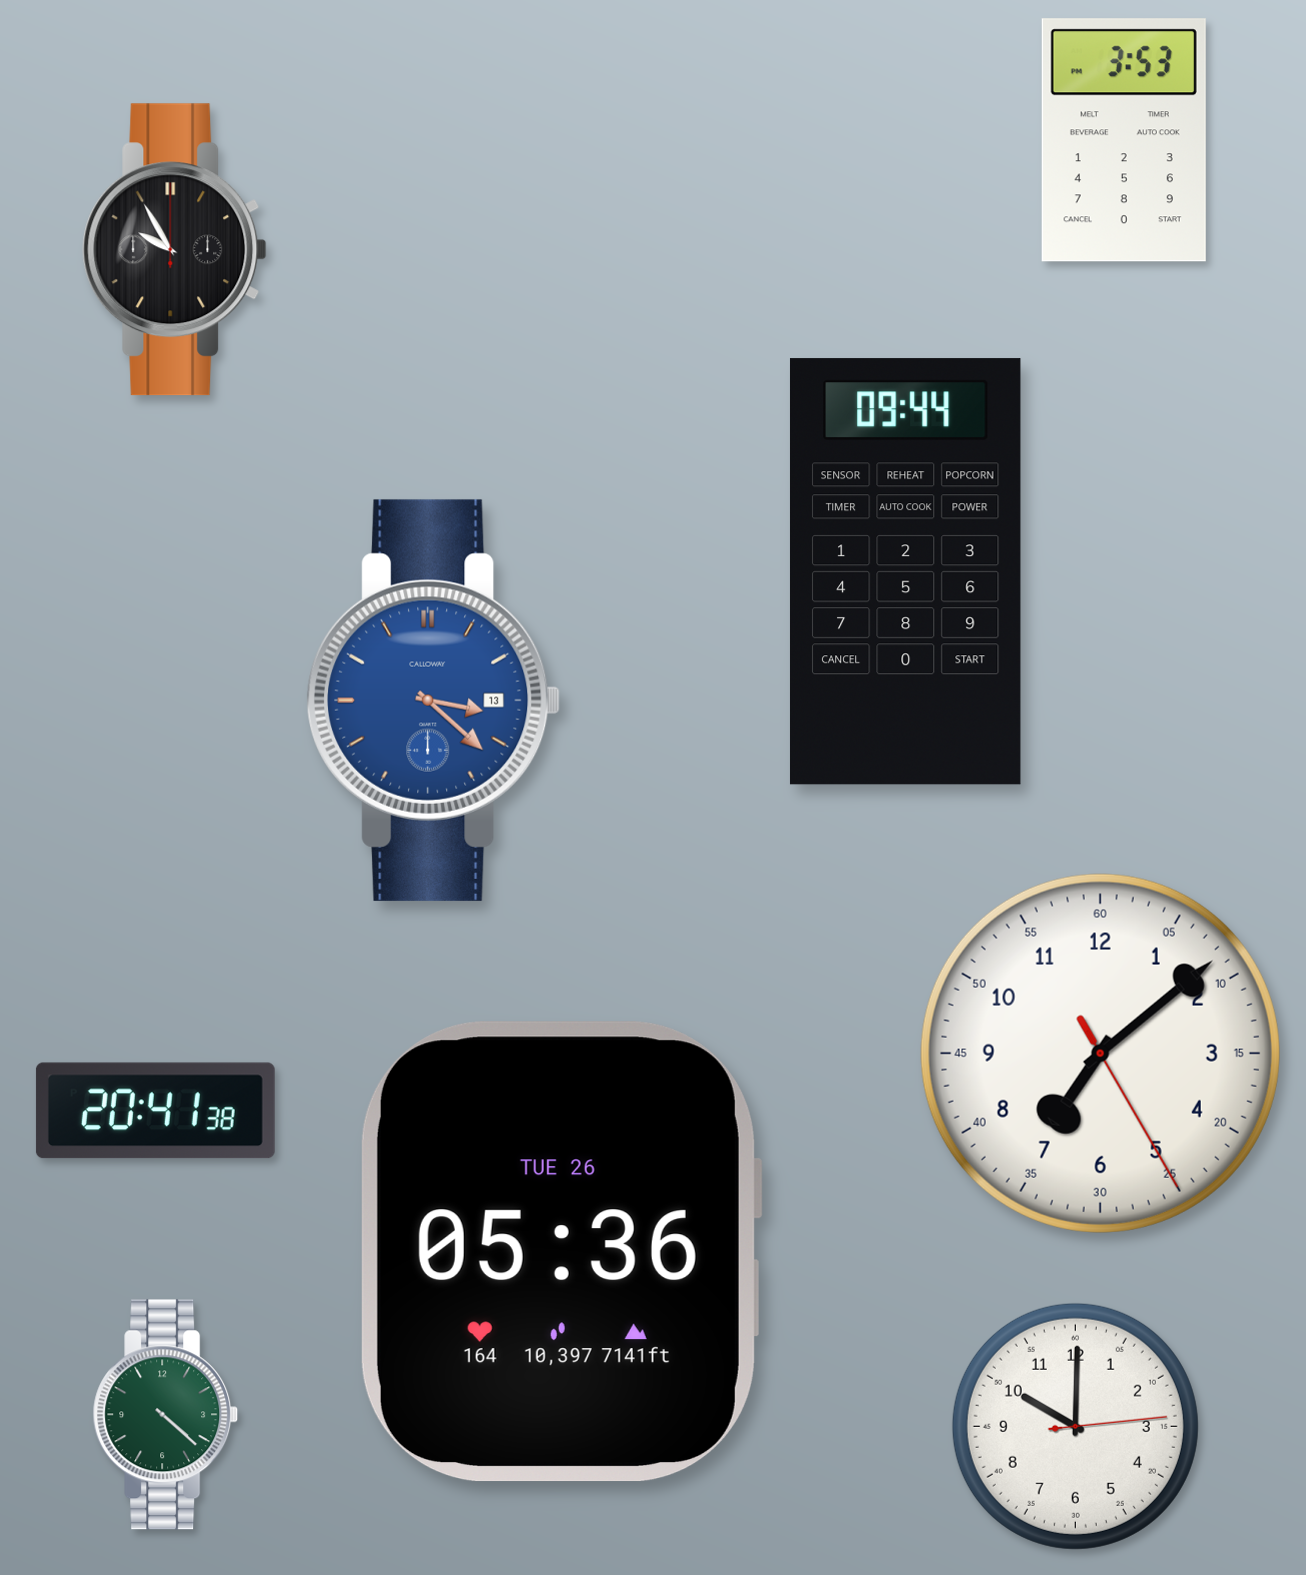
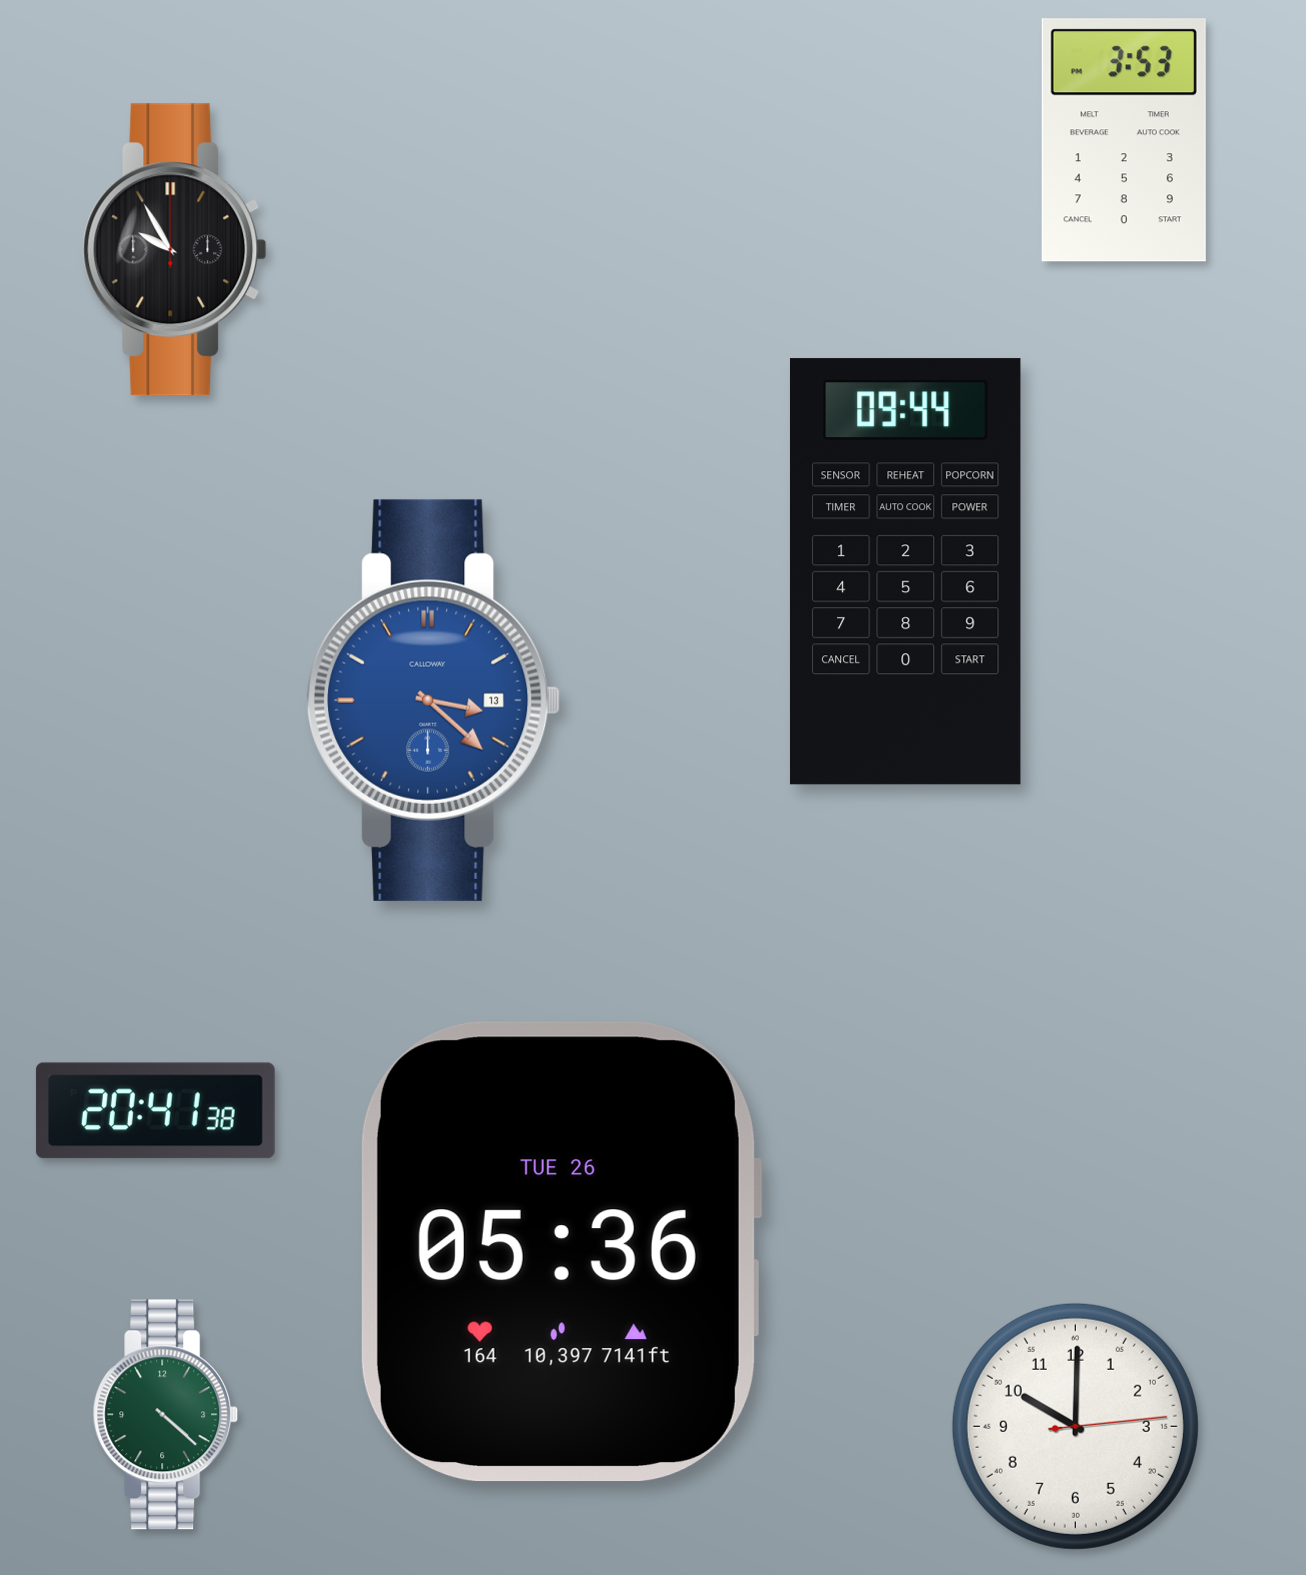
clock at (1100, 1053): 7:08 -> none
